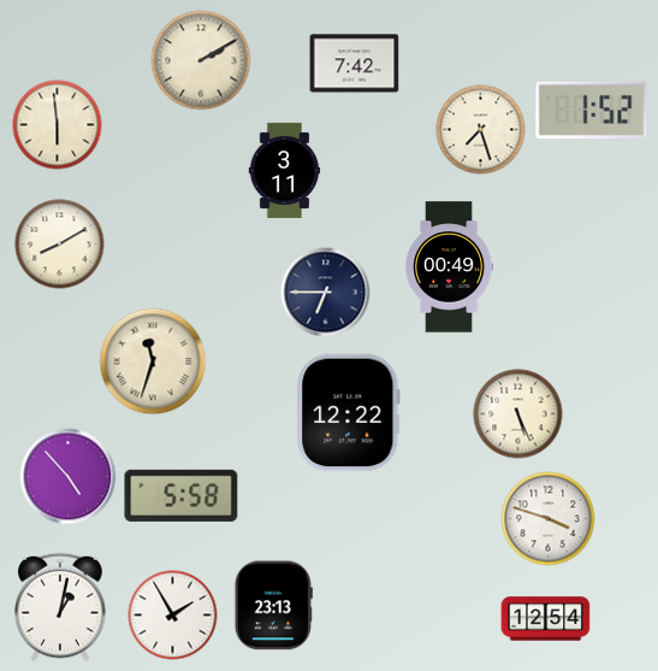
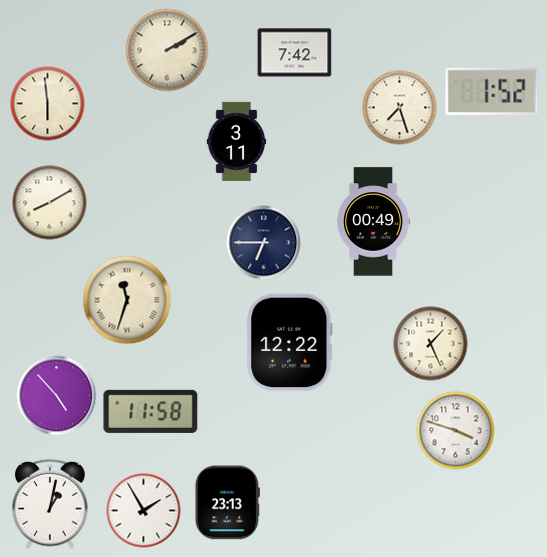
clock at (326, 293) position: (326, 293) -> (264, 243)
clock at (518, 414): 5:26 -> 1:26
clock at (182, 495): 5:58 -> 11:58
clock at (546, 619): 12:54 -> none
